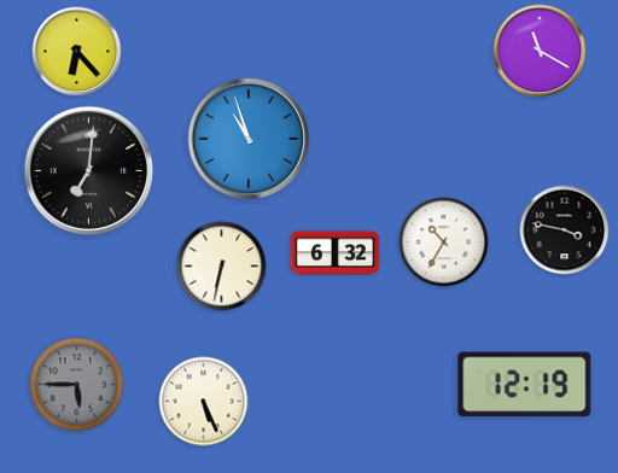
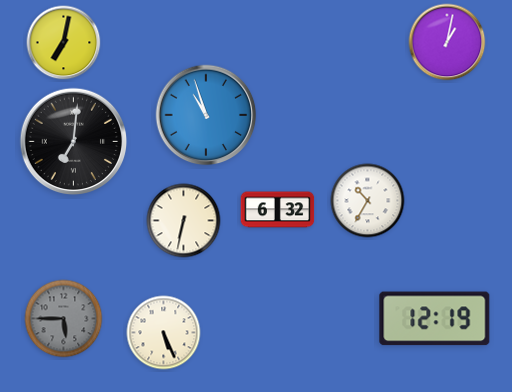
clock at (540, 51): 11:20 -> 1:02
clock at (77, 52): 6:23 -> 7:02
clock at (565, 230): 3:47 -> none
clock at (204, 402) position: (204, 402) -> (164, 333)
